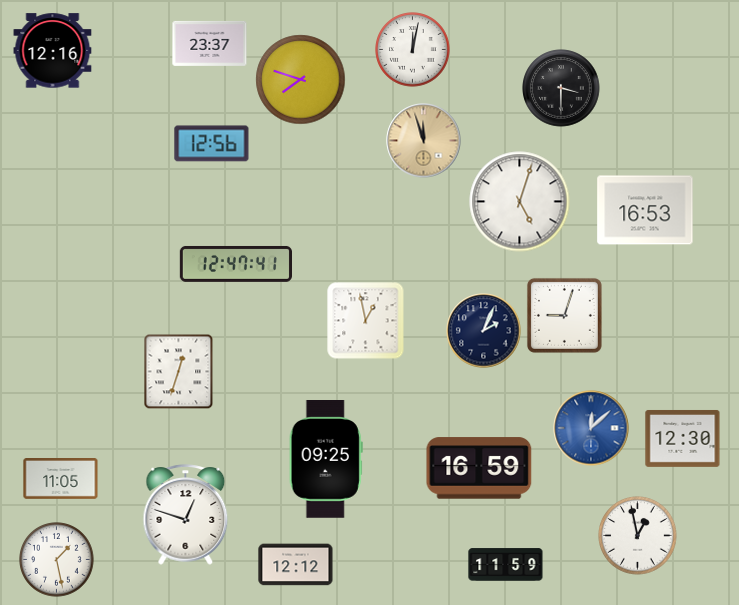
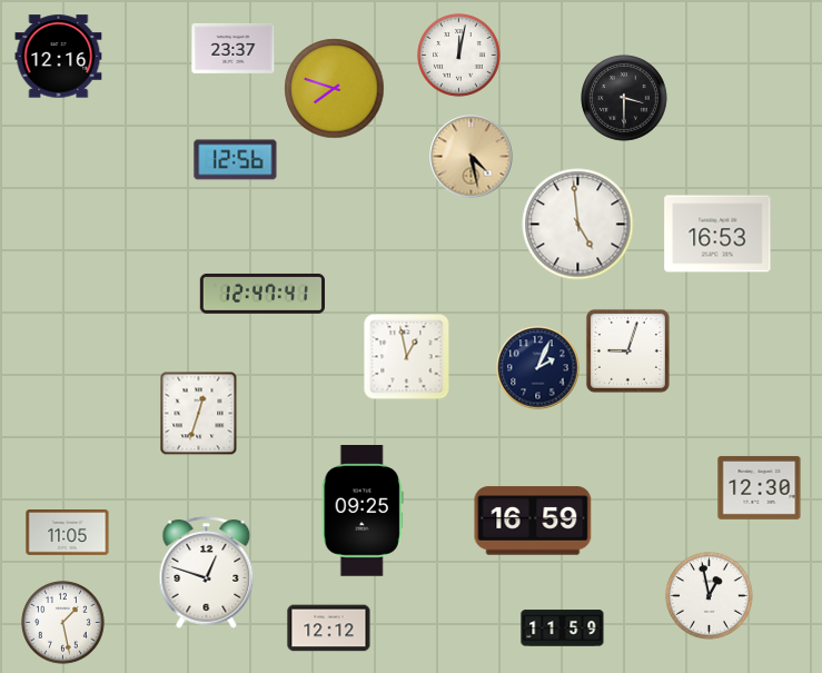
clock at (424, 141): 11:57 -> 4:28
clock at (520, 202): 5:03 -> 4:59
clock at (591, 428): 12:08 -> none
